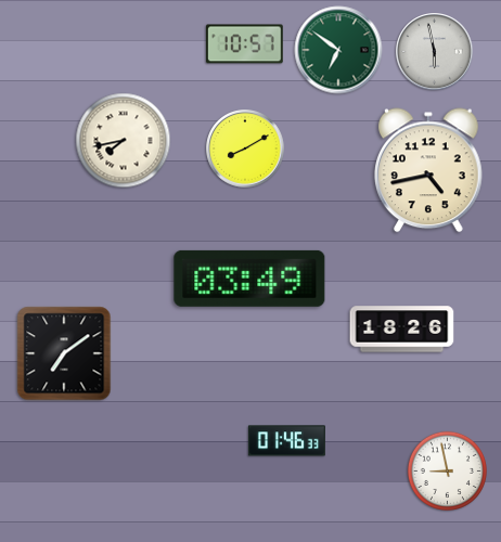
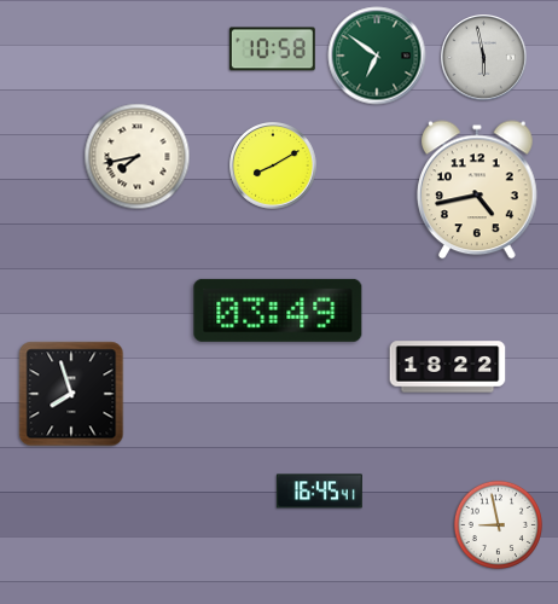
clock at (244, 44): 10:57 -> 10:58
clock at (402, 330): 18:26 -> 18:22
clock at (64, 353): 7:09 -> 7:57
clock at (287, 441): 01:46 -> 16:45
